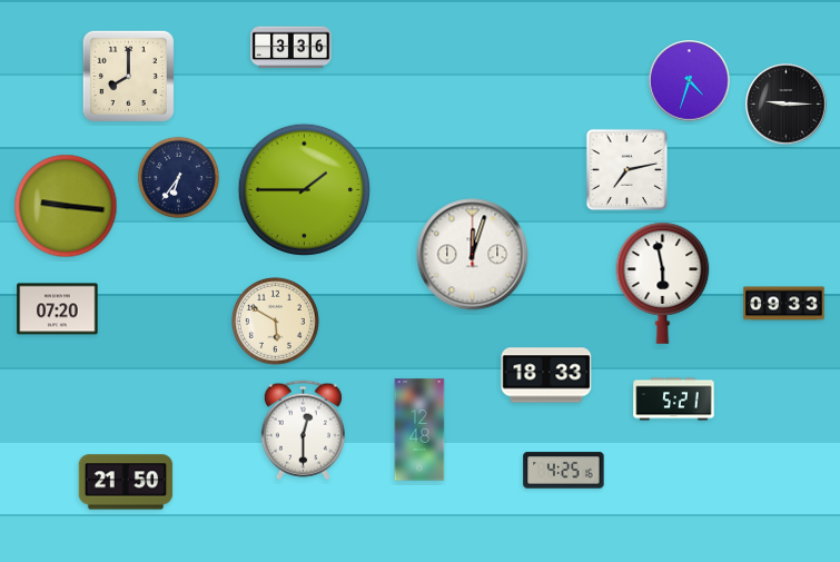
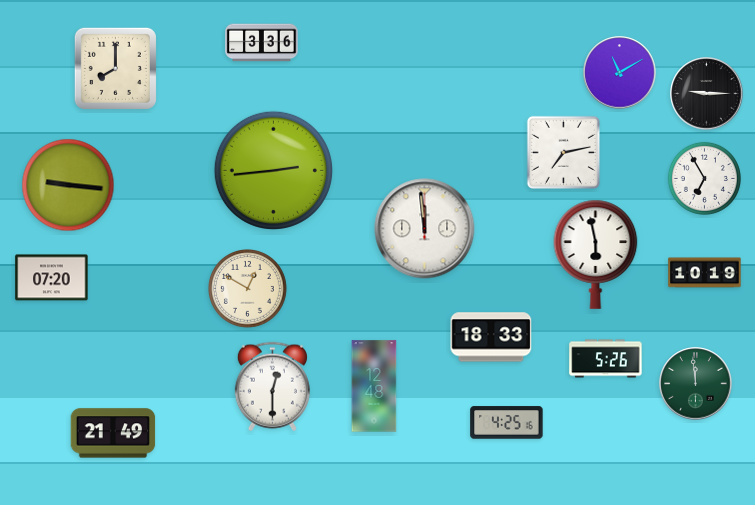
clock at (690, 81): 4:33 -> 11:10
clock at (178, 177): 6:36 -> none
clock at (304, 189): 1:45 -> 2:44
clock at (704, 178): none -> 6:55
clock at (66, 206) position: (66, 206) -> (68, 185)
clock at (473, 255): 12:03 -> 11:59
clock at (784, 304): 09:33 -> 10:19
clock at (276, 322): 5:50 -> 12:50
clock at (674, 400): 5:21 -> 5:26
clock at (696, 384): none -> 11:59
clock at (419, 430) position: (419, 430) -> (374, 386)
clock at (126, 482): 21:50 -> 21:49
